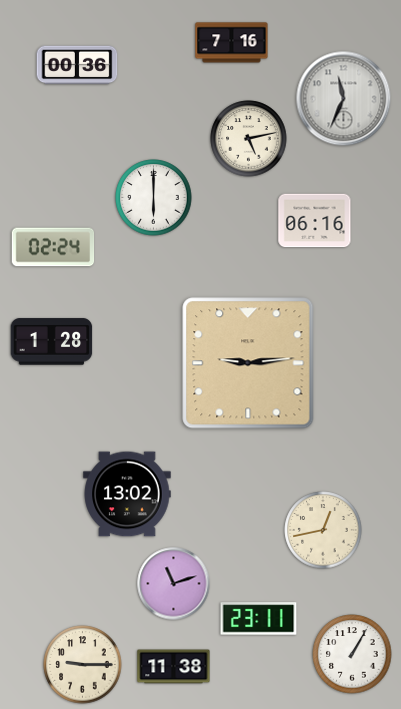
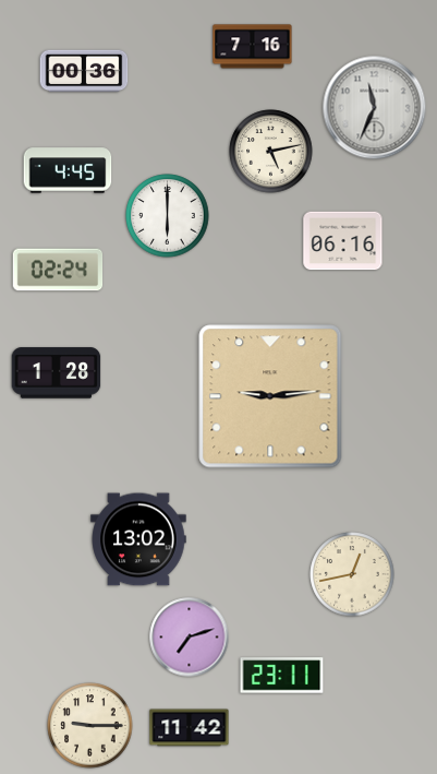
clock at (68, 170): none -> 4:45
clock at (323, 530) position: (323, 530) -> (352, 574)
clock at (174, 584): 11:12 -> 7:12
clock at (352, 654): 1:05 -> none
clock at (174, 667): 11:38 -> 11:42
